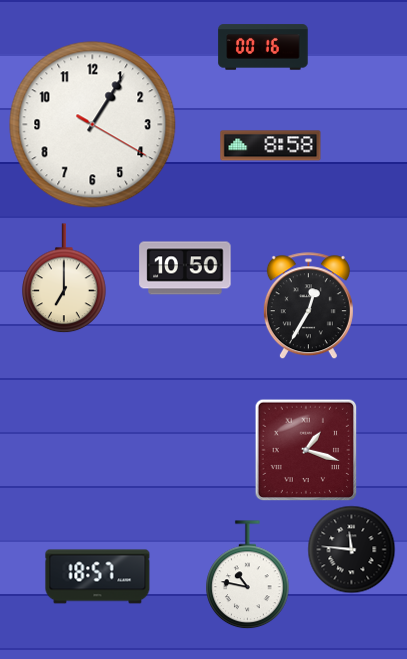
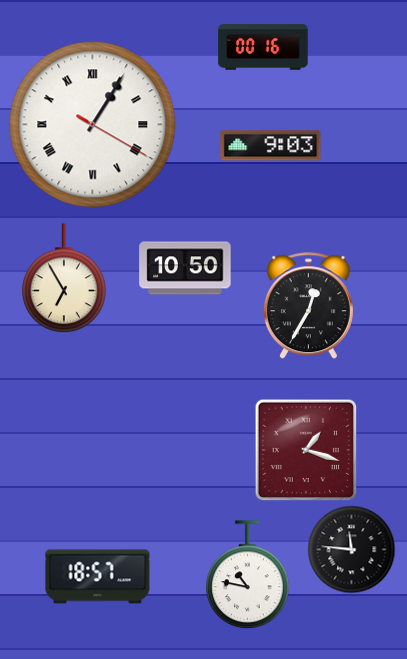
clock at (93, 125) numerals: Arabic -> Roman
clock at (271, 146): 8:58 -> 9:03
clock at (64, 278): 7:00 -> 6:55
